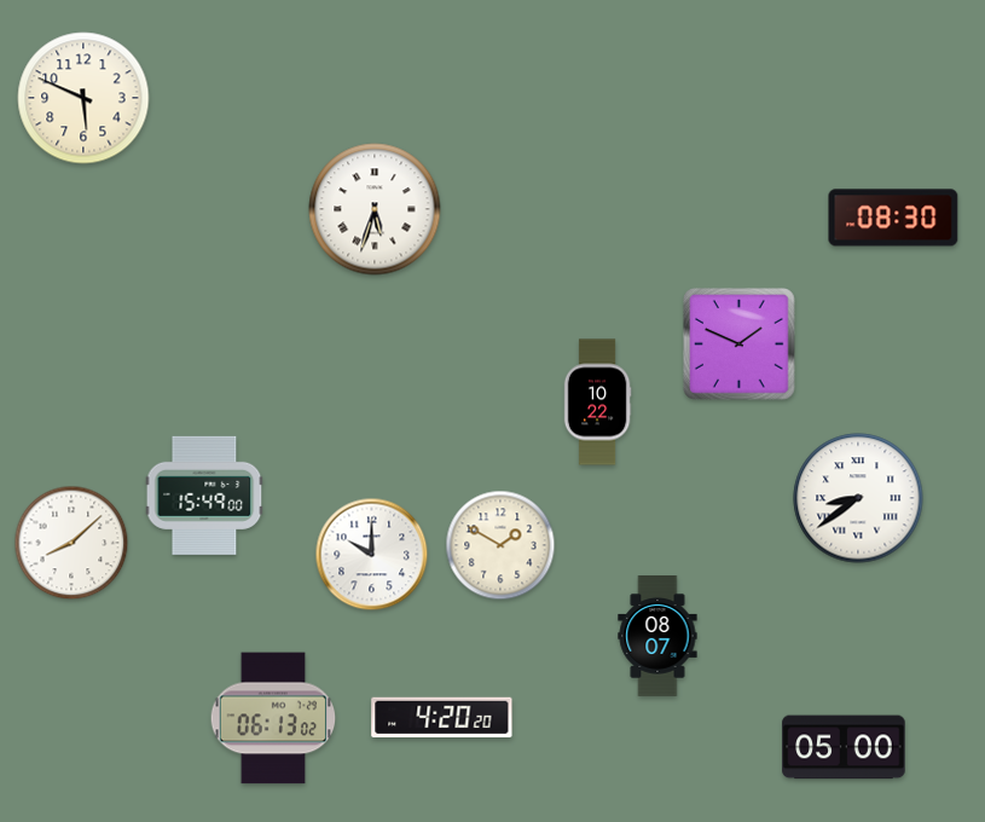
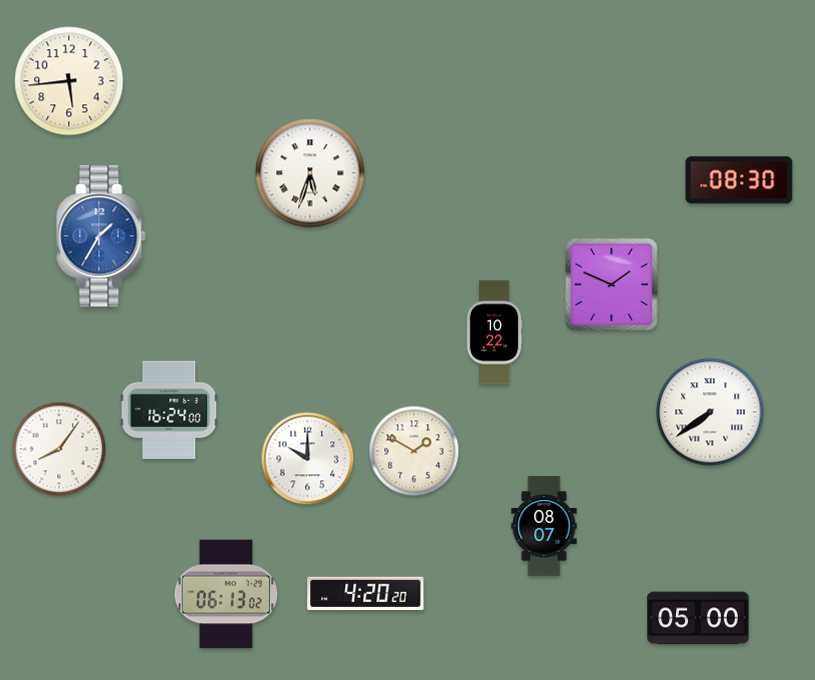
clock at (83, 98): 5:49 -> 5:44
clock at (101, 236): none -> 1:35
clock at (204, 496): 15:49 -> 16:24
clock at (858, 498): 8:39 -> 7:39
clock at (71, 543): 8:08 -> 8:06
